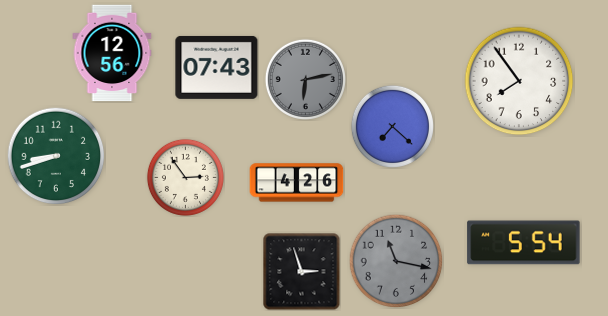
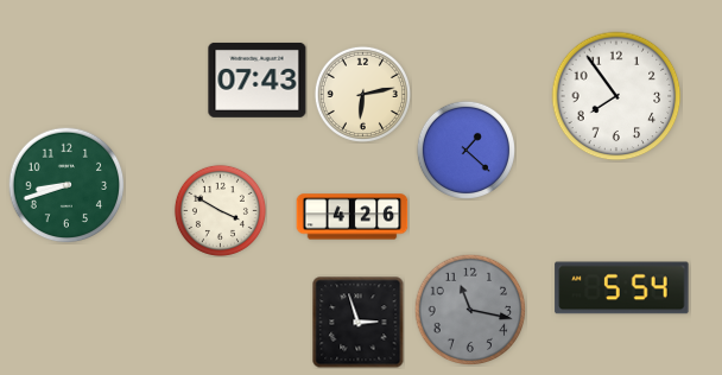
clock at (112, 53): 12:56 -> none
clock at (305, 79) dial: grey -> cream
clock at (392, 126): 7:22 -> 1:22
clock at (185, 177): 2:54 -> 3:50
